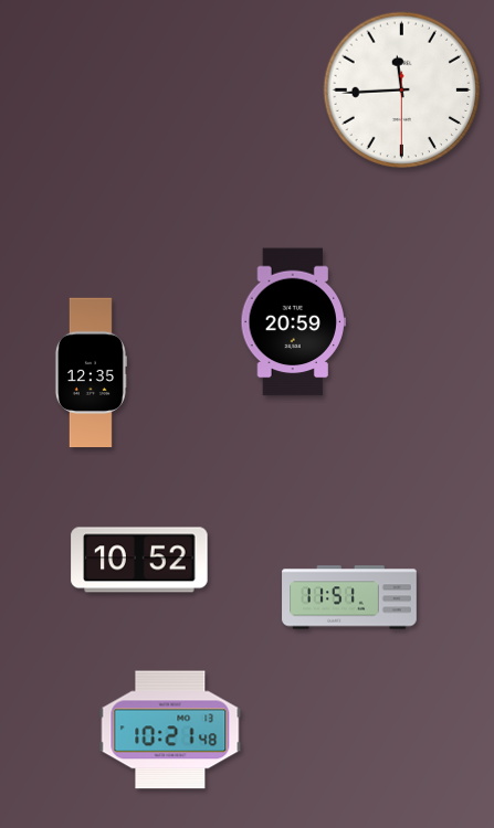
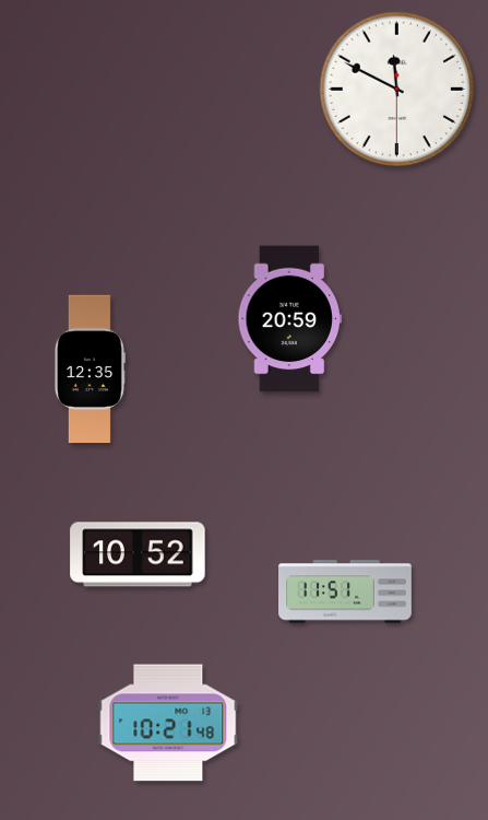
clock at (402, 91): 11:44 -> 11:49
